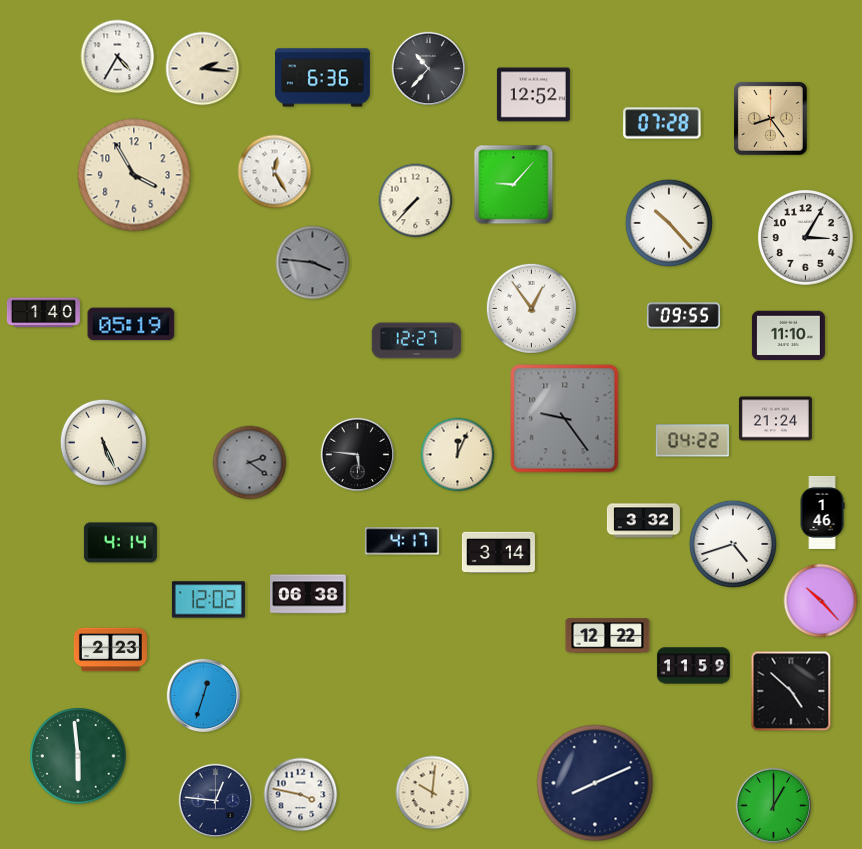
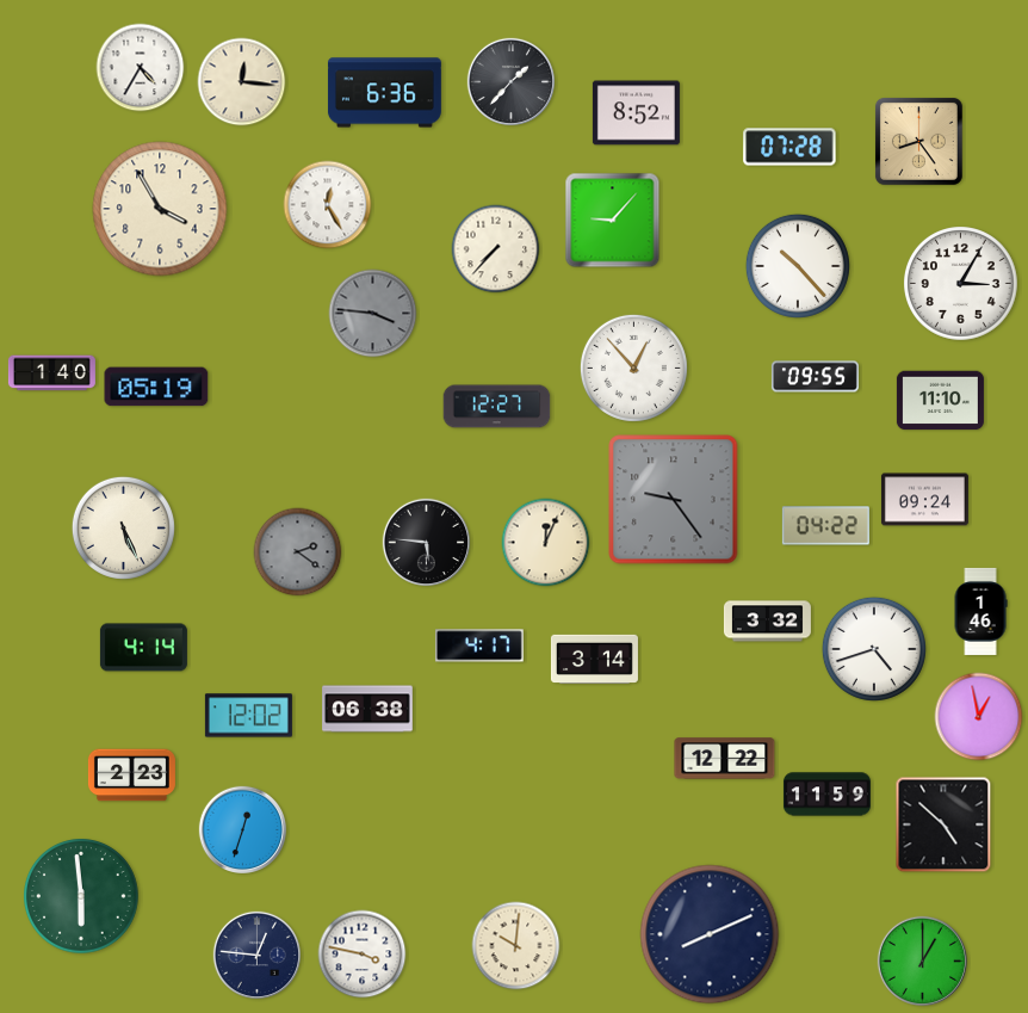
clock at (428, 68): 10:37 -> 1:37
clock at (203, 69): 2:16 -> 12:16
clock at (533, 95): 12:52 -> 8:52
clock at (416, 201) position: (416, 201) -> (496, 249)
clock at (531, 308): 12:54 -> 12:53
clock at (775, 419): 21:24 -> 09:24
clock at (821, 601): 10:23 -> 12:58
clock at (78, 756) position: (78, 756) -> (81, 896)
clock at (301, 795) position: (301, 795) -> (363, 955)
